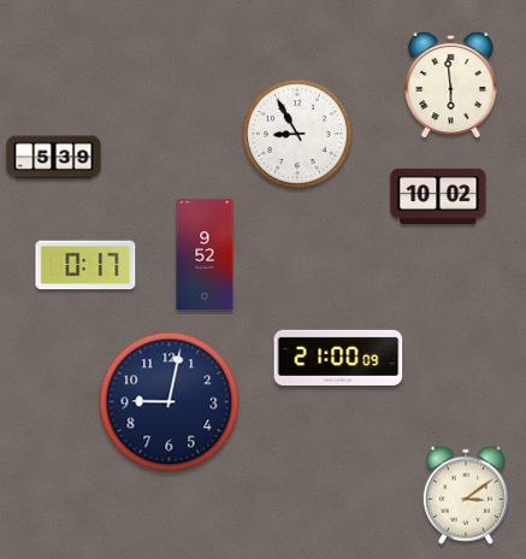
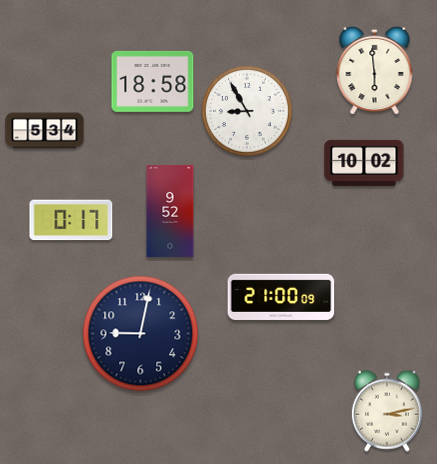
clock at (153, 81): none -> 18:58
clock at (54, 158): 5:39 -> 5:34
clock at (466, 495): 3:09 -> 3:13
